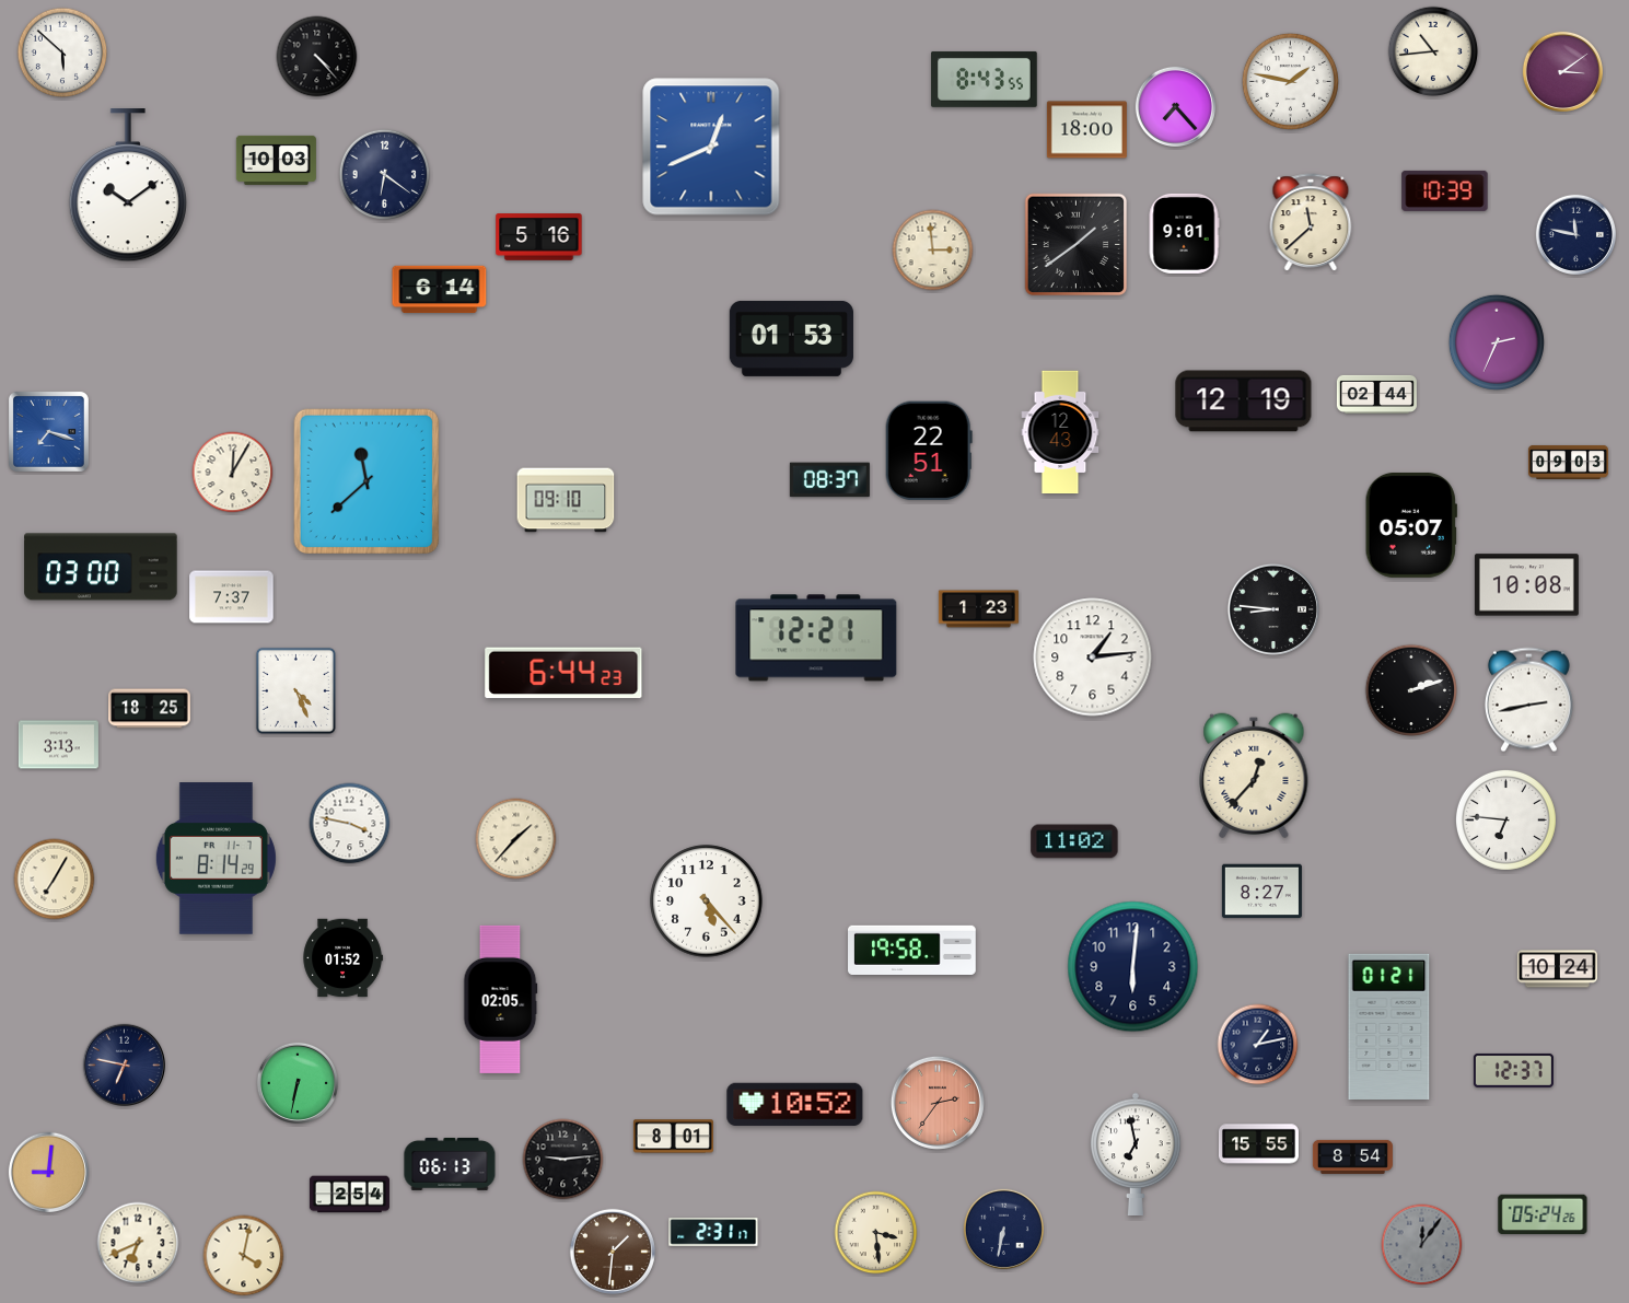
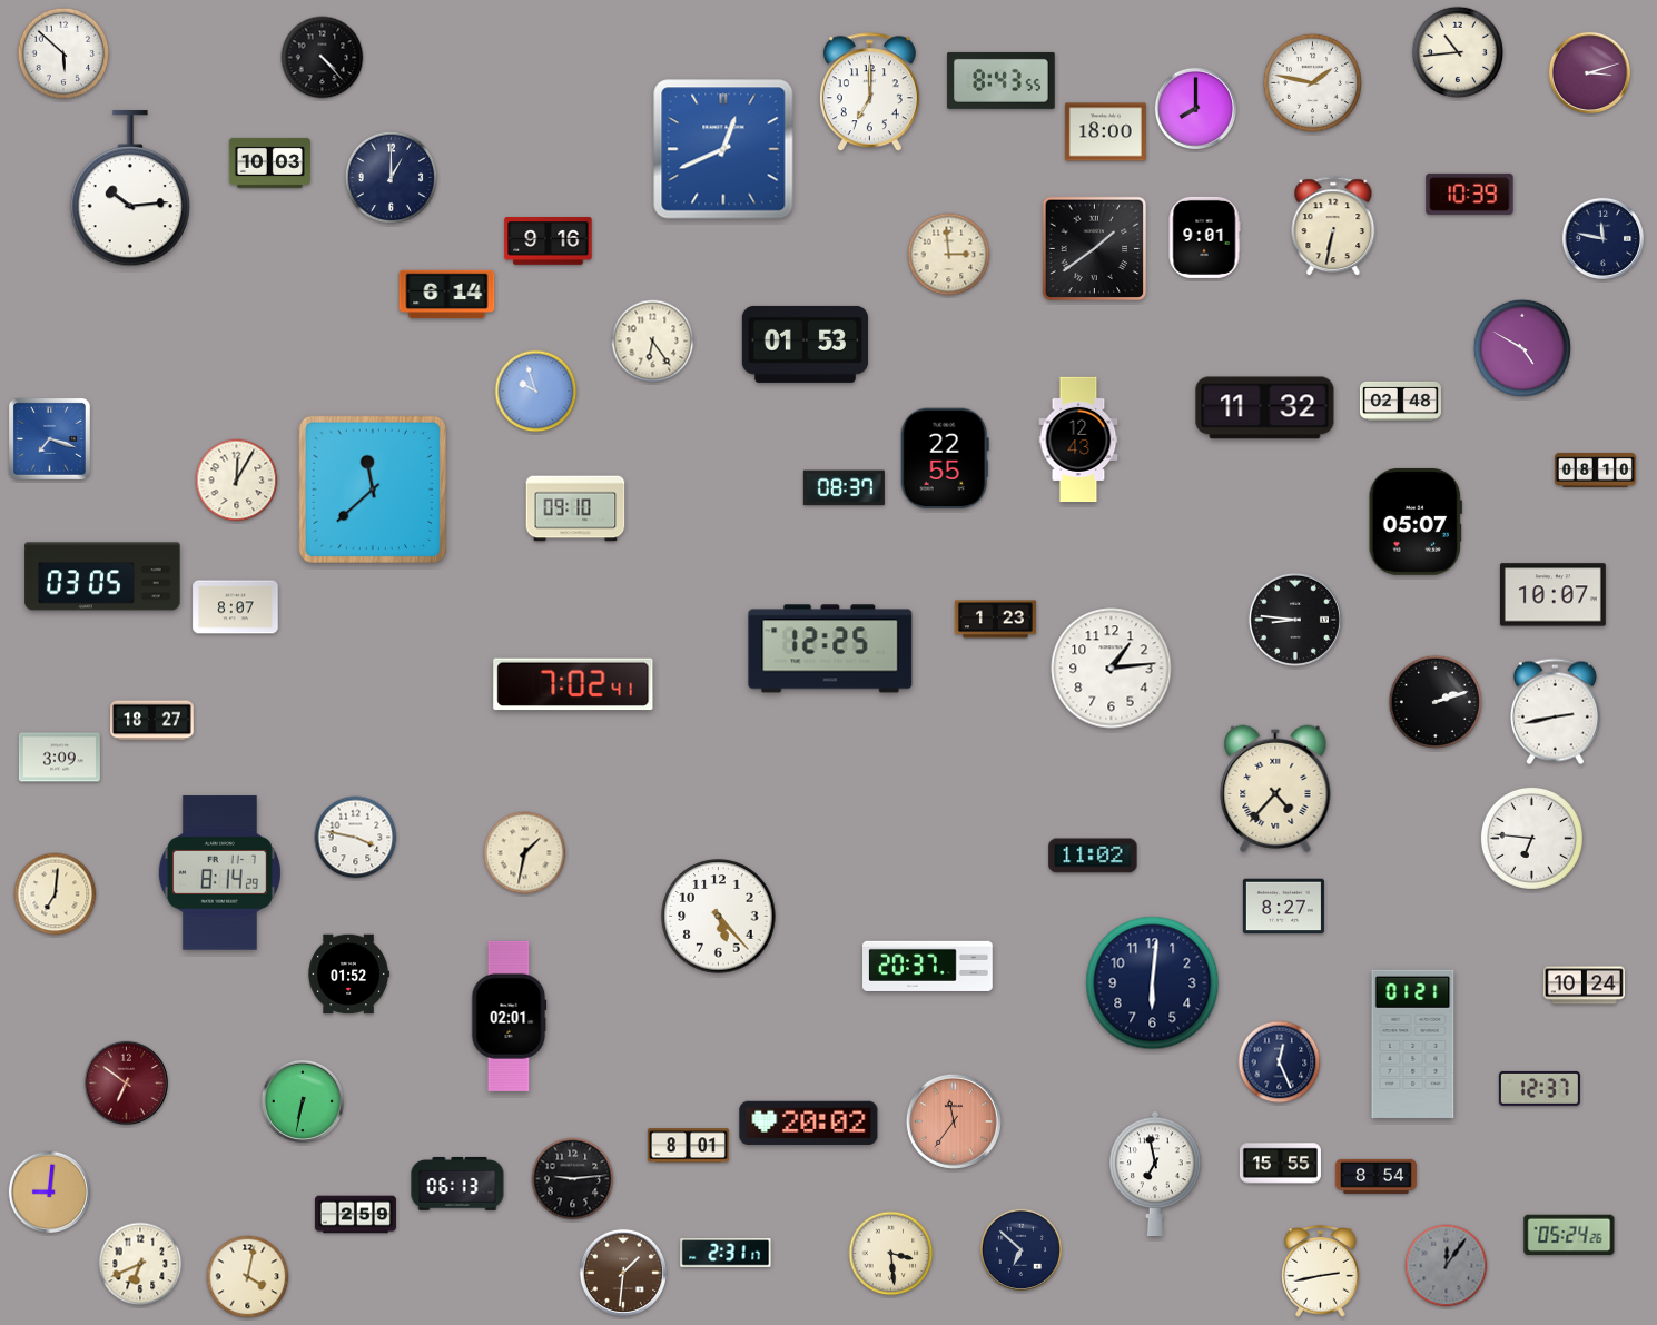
clock at (1562, 71): 3:09 -> 3:12
clock at (869, 92): none -> 7:00
clock at (1175, 106): 7:23 -> 8:00
clock at (276, 160) position: (276, 160) -> (269, 162)
clock at (385, 175): 6:21 -> 1:00
clock at (128, 186): 10:09 -> 10:14
clock at (1311, 223): 11:38 -> 6:32
clock at (539, 237): 5:16 -> 9:16
clock at (653, 342): none -> 6:24
clock at (1497, 342): 2:34 -> 4:50
clock at (536, 392): none -> 9:57
clock at (1376, 394): 02:44 -> 02:48
clock at (1244, 402): 12:19 -> 11:32
clock at (929, 451): 22:51 -> 22:55
clock at (1568, 462): 09:03 -> 08:10
clock at (1411, 525) position: (1411, 525) -> (1416, 522)
clock at (101, 567): 03:00 -> 03:05
clock at (1526, 585): 10:08 -> 10:07
clock at (232, 597): 7:37 -> 8:07
clock at (816, 638): 12:21 -> 12:25
clock at (563, 673): 6:44 -> 7:02
clock at (295, 690): 4:26 -> none
clock at (150, 709): 18:25 -> 18:27
clock at (58, 745): 3:13 -> 3:09
clock at (1254, 775): 12:37 -> 4:37
clock at (1505, 819) position: (1505, 819) -> (1531, 838)
clock at (516, 839): 1:37 -> 1:32
clock at (55, 880): 7:05 -> 7:01
clock at (912, 950): 19:58 -> 20:37
clock at (500, 999): 02:05 -> 02:01
clock at (1258, 1045): 1:13 -> 12:26
clock at (124, 1064): 6:47 -> 6:51
clock at (124, 1064) dial: navy -> burgundy
clock at (938, 1103): 2:36 -> 11:36
clock at (795, 1104): 10:52 -> 20:02
clock at (673, 1137) position: (673, 1137) -> (688, 1146)
clock at (349, 1195): 2:54 -> 2:59
clock at (1003, 1229): 6:32 -> 6:52
clock at (1321, 1272): none -> 2:43
